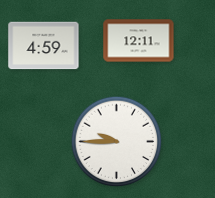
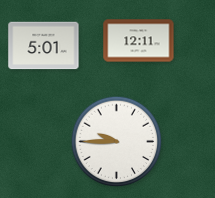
clock at (44, 46): 4:59 -> 5:01
